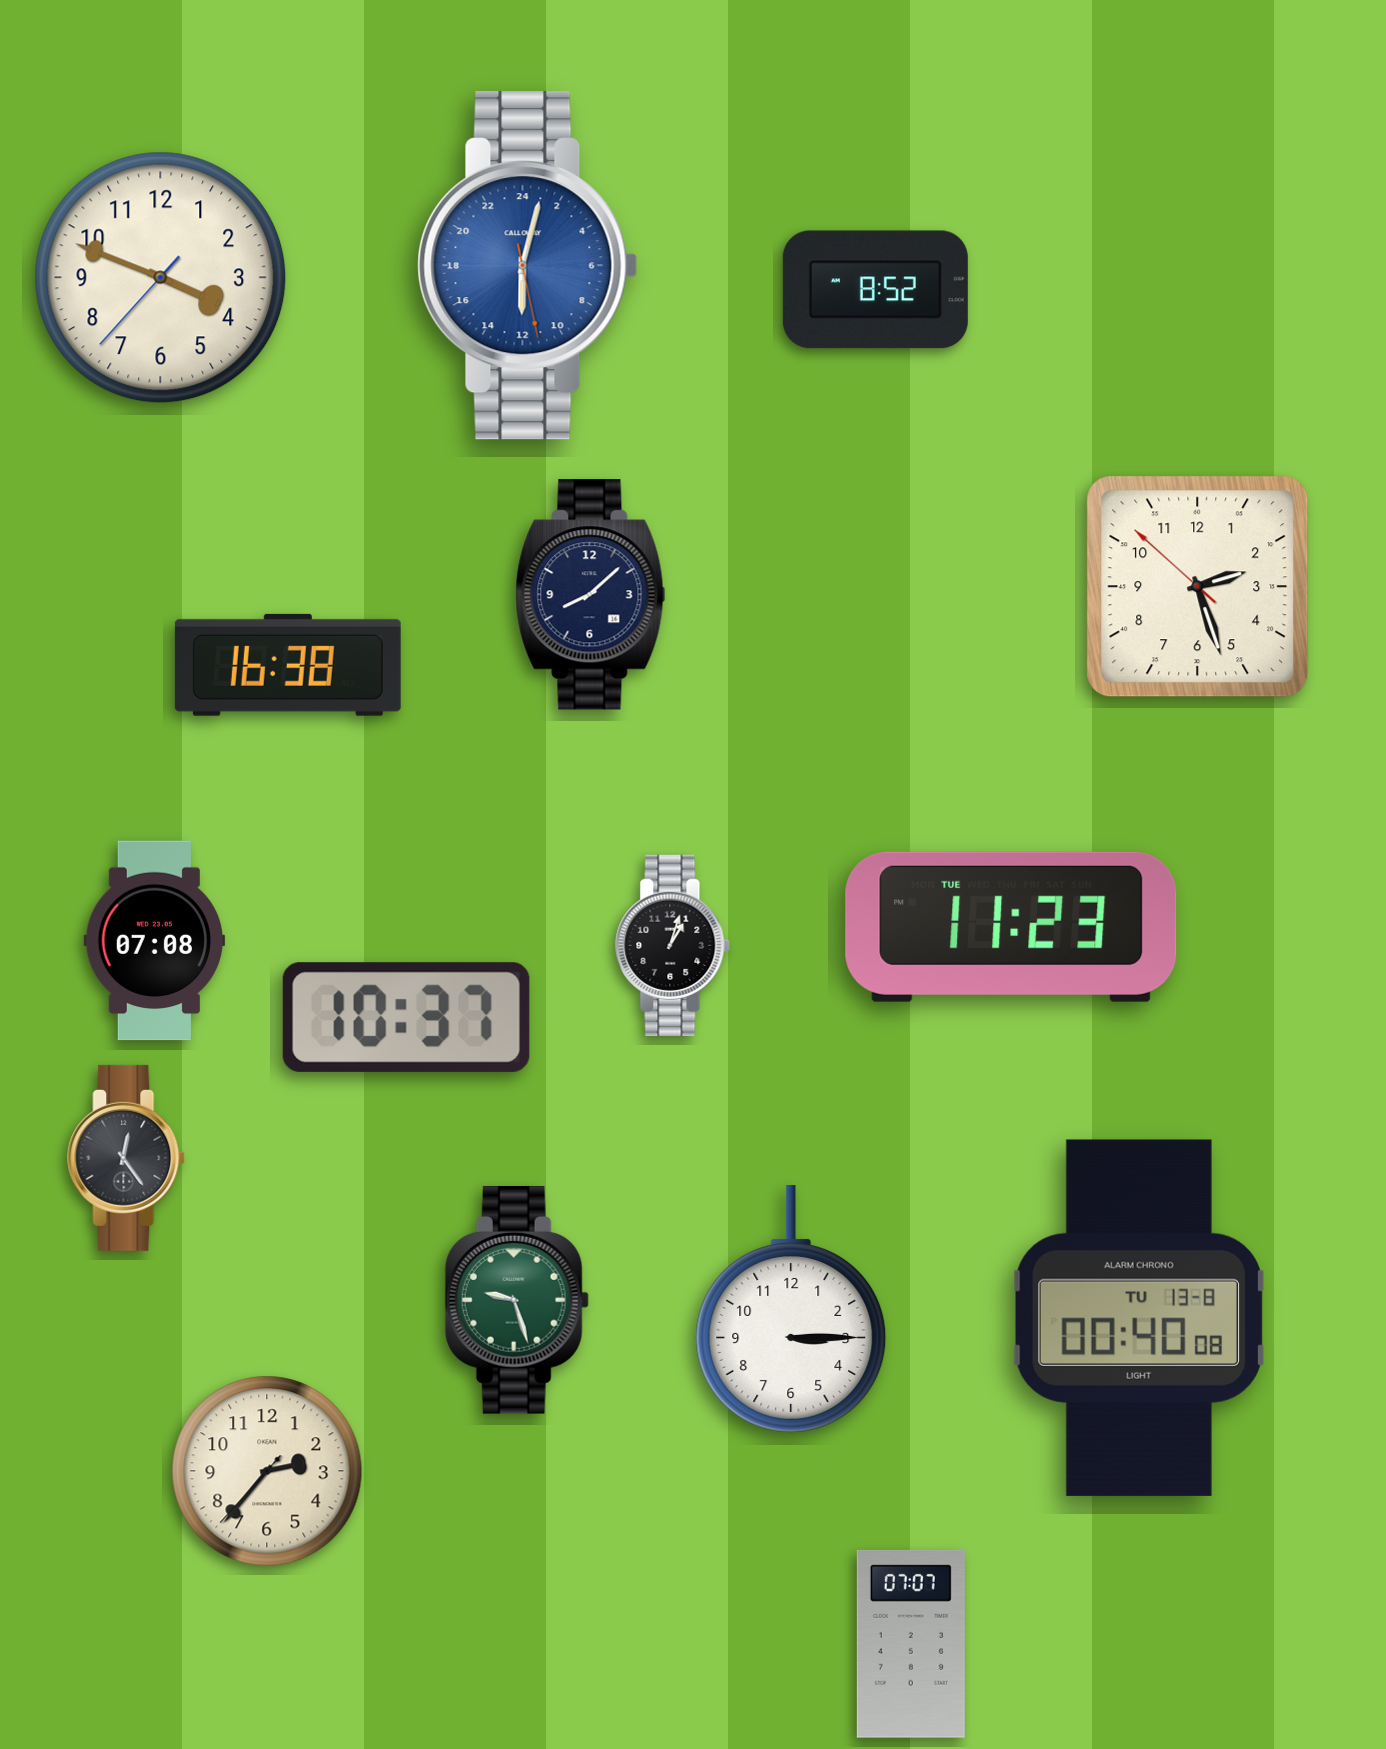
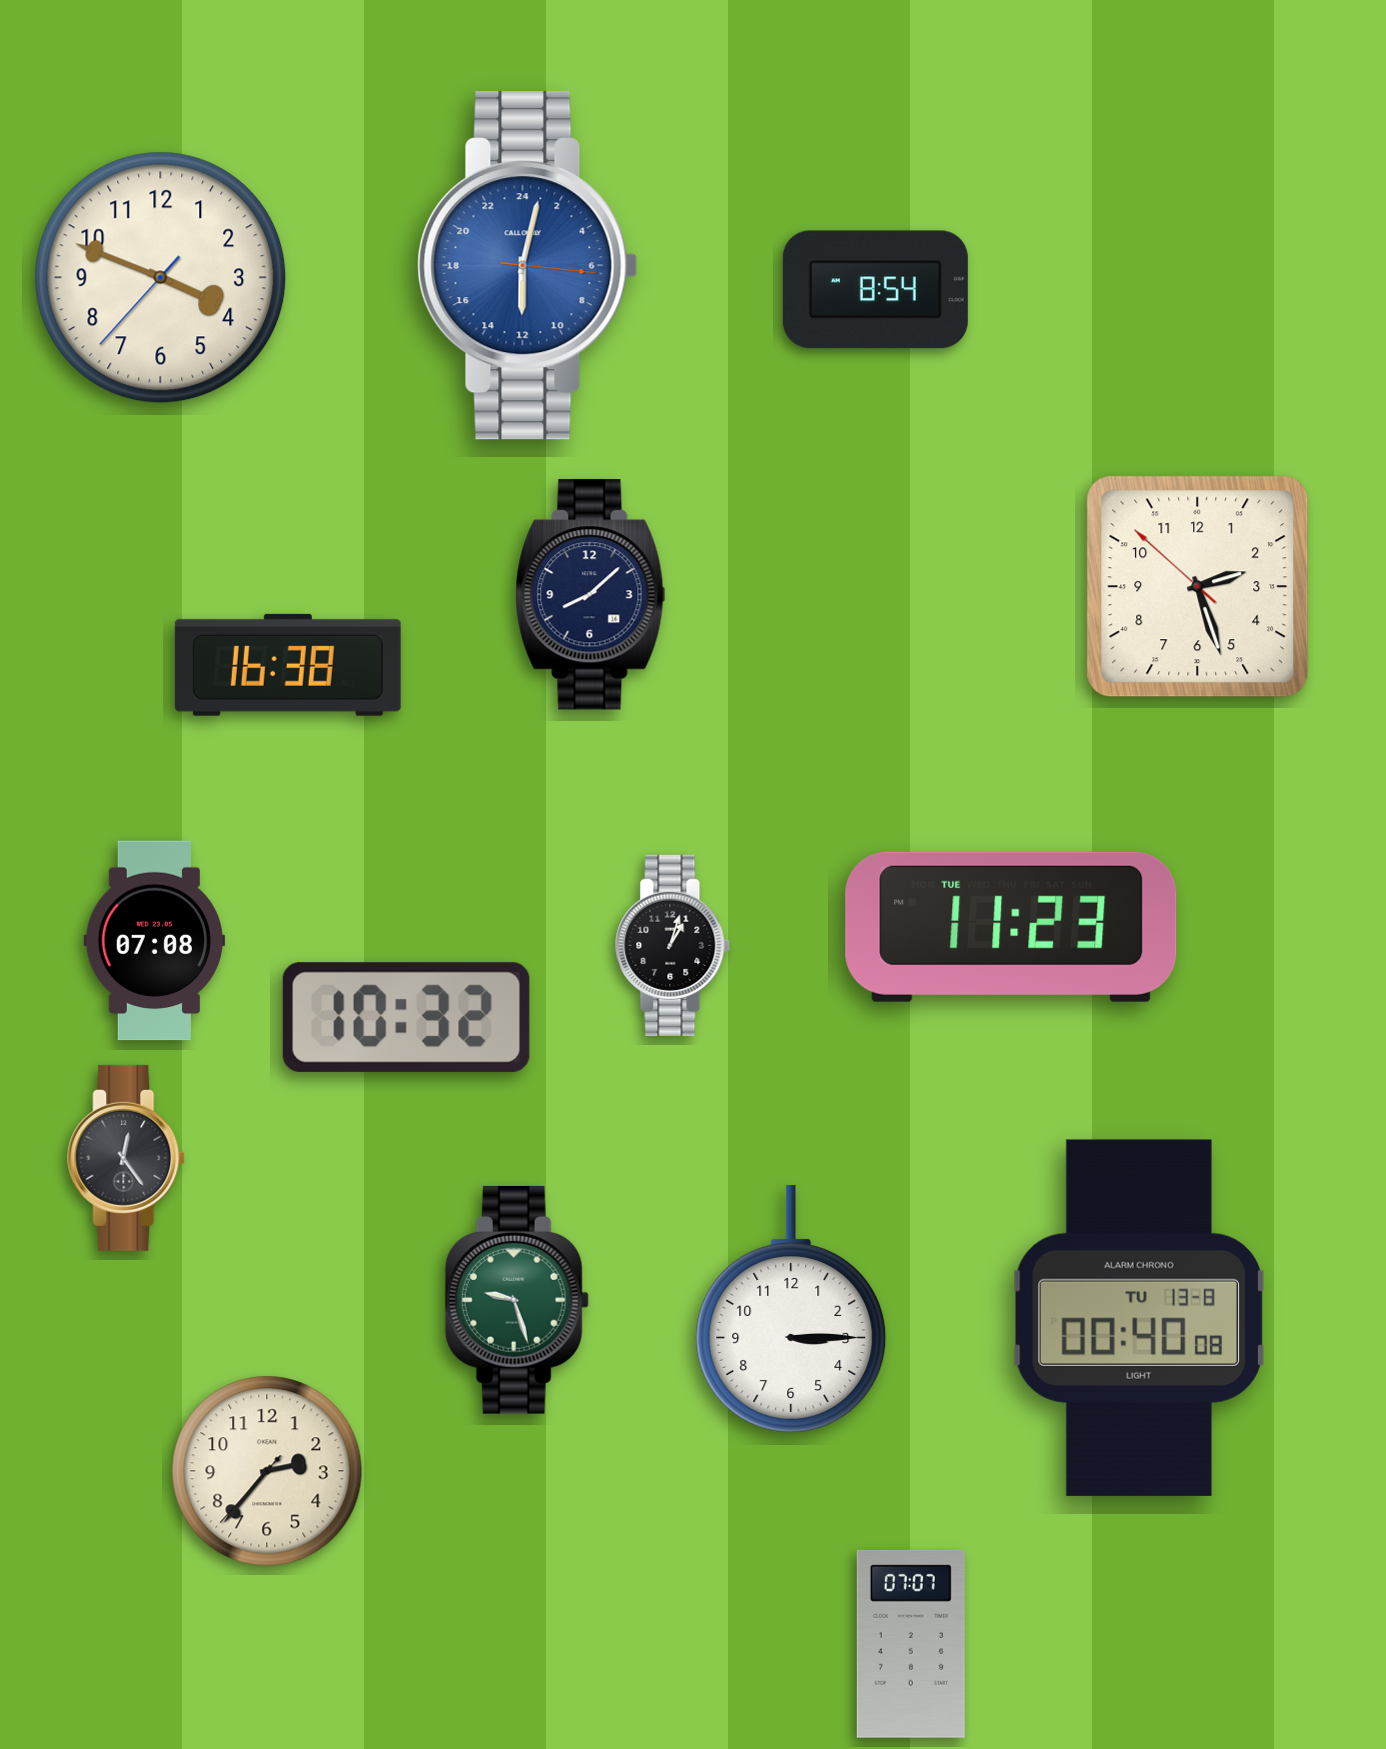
clock at (528, 266): 12:02:28 -> 12:02:16
clock at (875, 290): 8:52 -> 8:54
clock at (406, 1017): 10:37 -> 10:32
